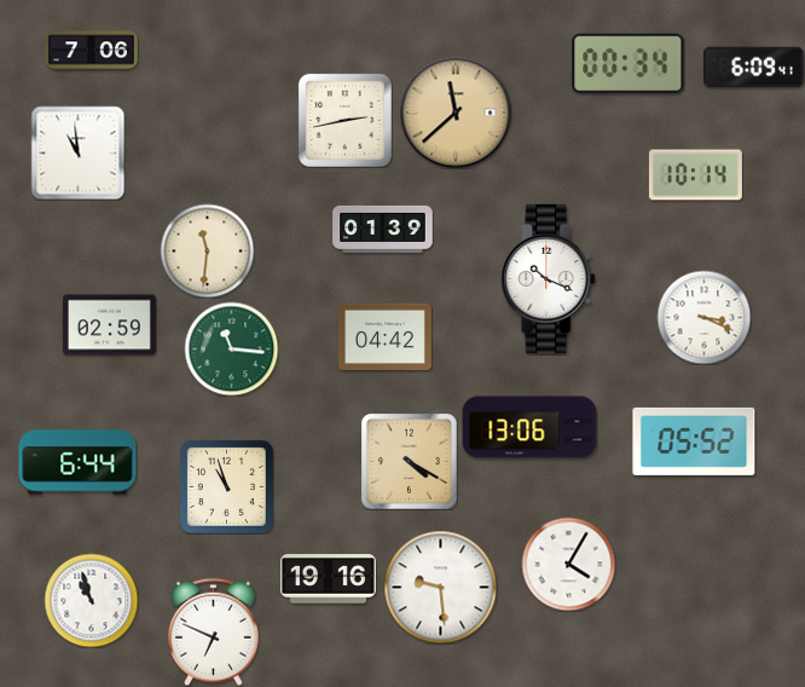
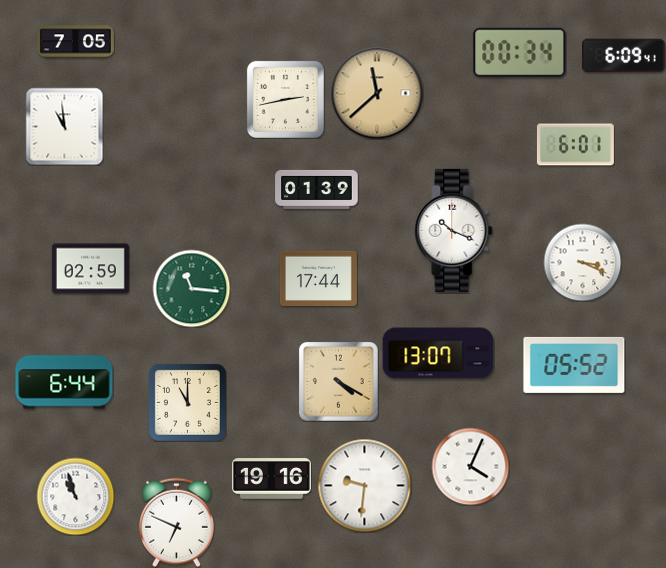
clock at (91, 51): 7:06 -> 7:05
clock at (695, 175): 10:14 -> 6:01
clock at (207, 250): 11:31 -> none
clock at (384, 336): 04:42 -> 17:44
clock at (529, 427): 13:06 -> 13:07
clock at (226, 486): 10:57 -> 11:00
clock at (568, 564): 4:05 -> 4:04
clock at (440, 587): 9:29 -> 9:31
